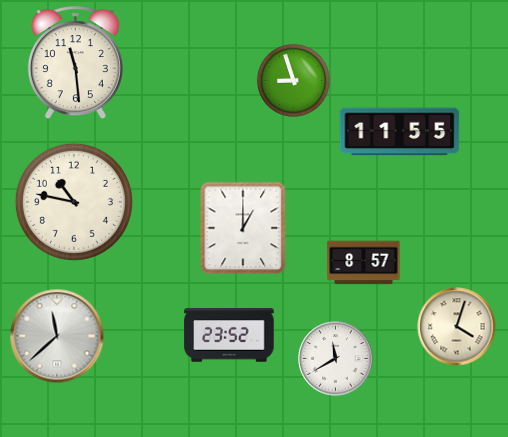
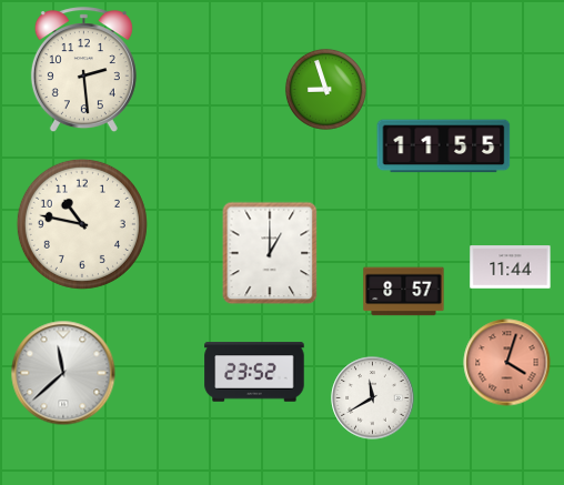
clock at (75, 63): 11:29 -> 2:29
clock at (511, 267): none -> 11:44
clock at (457, 327) dial: cream -> salmon
